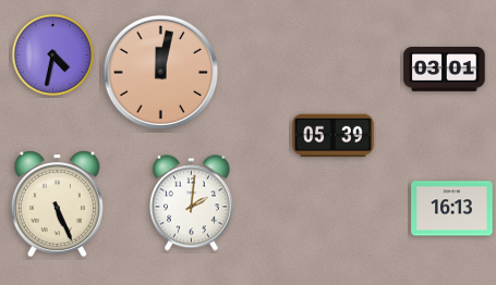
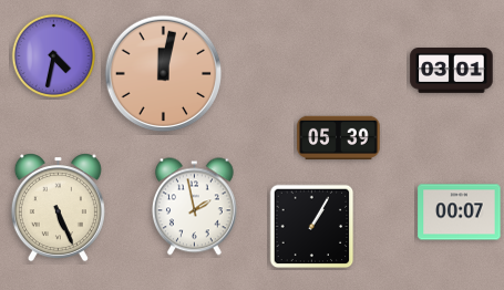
clock at (191, 203): 2:01 -> 1:58
clock at (452, 209): 16:13 -> 00:07
clock at (312, 227): none -> 1:05
